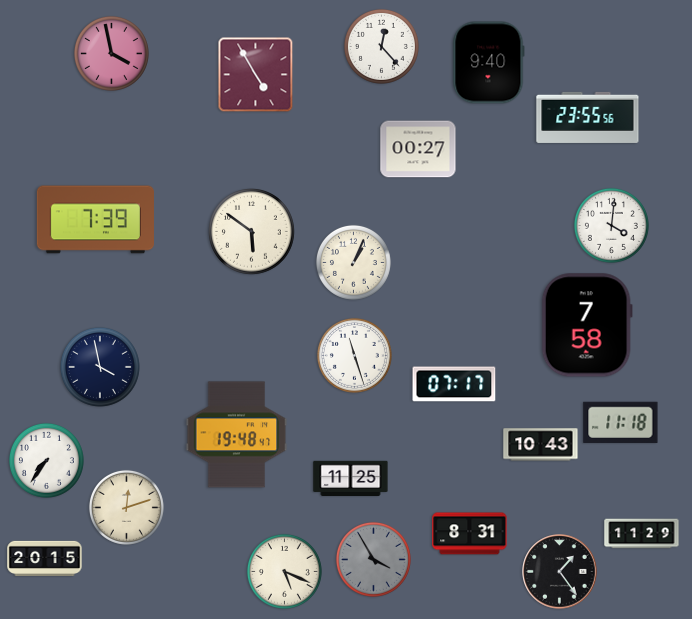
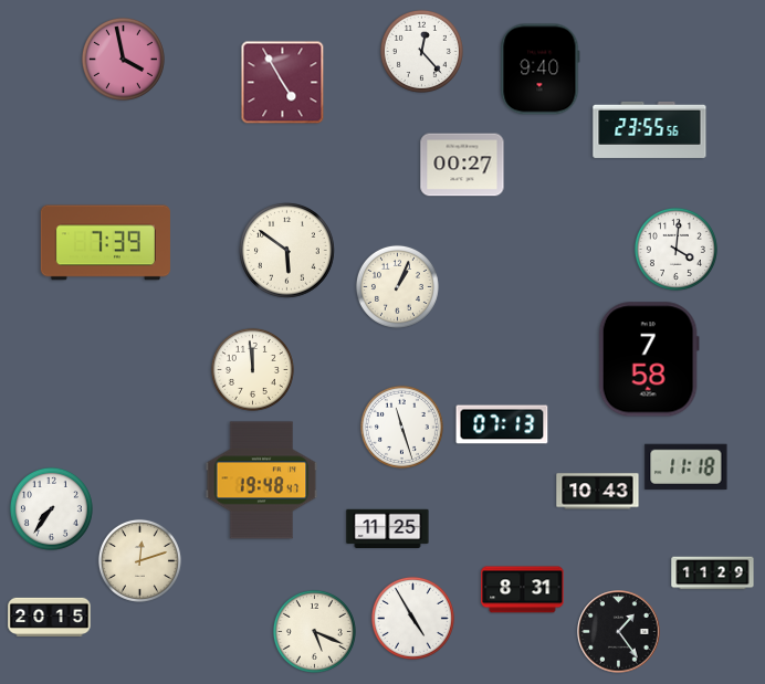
clock at (252, 232) position: (252, 232) -> (287, 251)
clock at (353, 262) position: (353, 262) -> (397, 286)
clock at (252, 369): none -> 11:59
clock at (354, 355) position: (354, 355) -> (401, 427)
clock at (100, 367): 3:58 -> none
clock at (454, 384): 07:17 -> 07:13
clock at (470, 534) position: (470, 534) -> (523, 590)
clock at (642, 534) position: (642, 534) -> (713, 573)
clock at (373, 559): 3:55 -> 4:55
clock at (373, 559) dial: grey -> white
